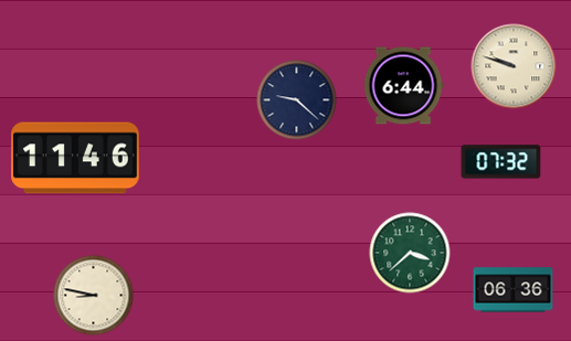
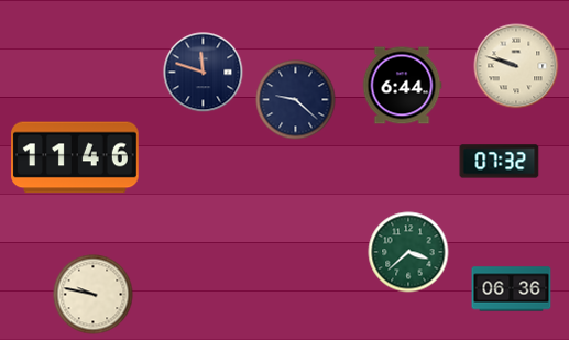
clock at (514, 66) position: (514, 66) -> (516, 66)
clock at (204, 73): none -> 11:48
clock at (94, 296): 8:47 -> 9:47
